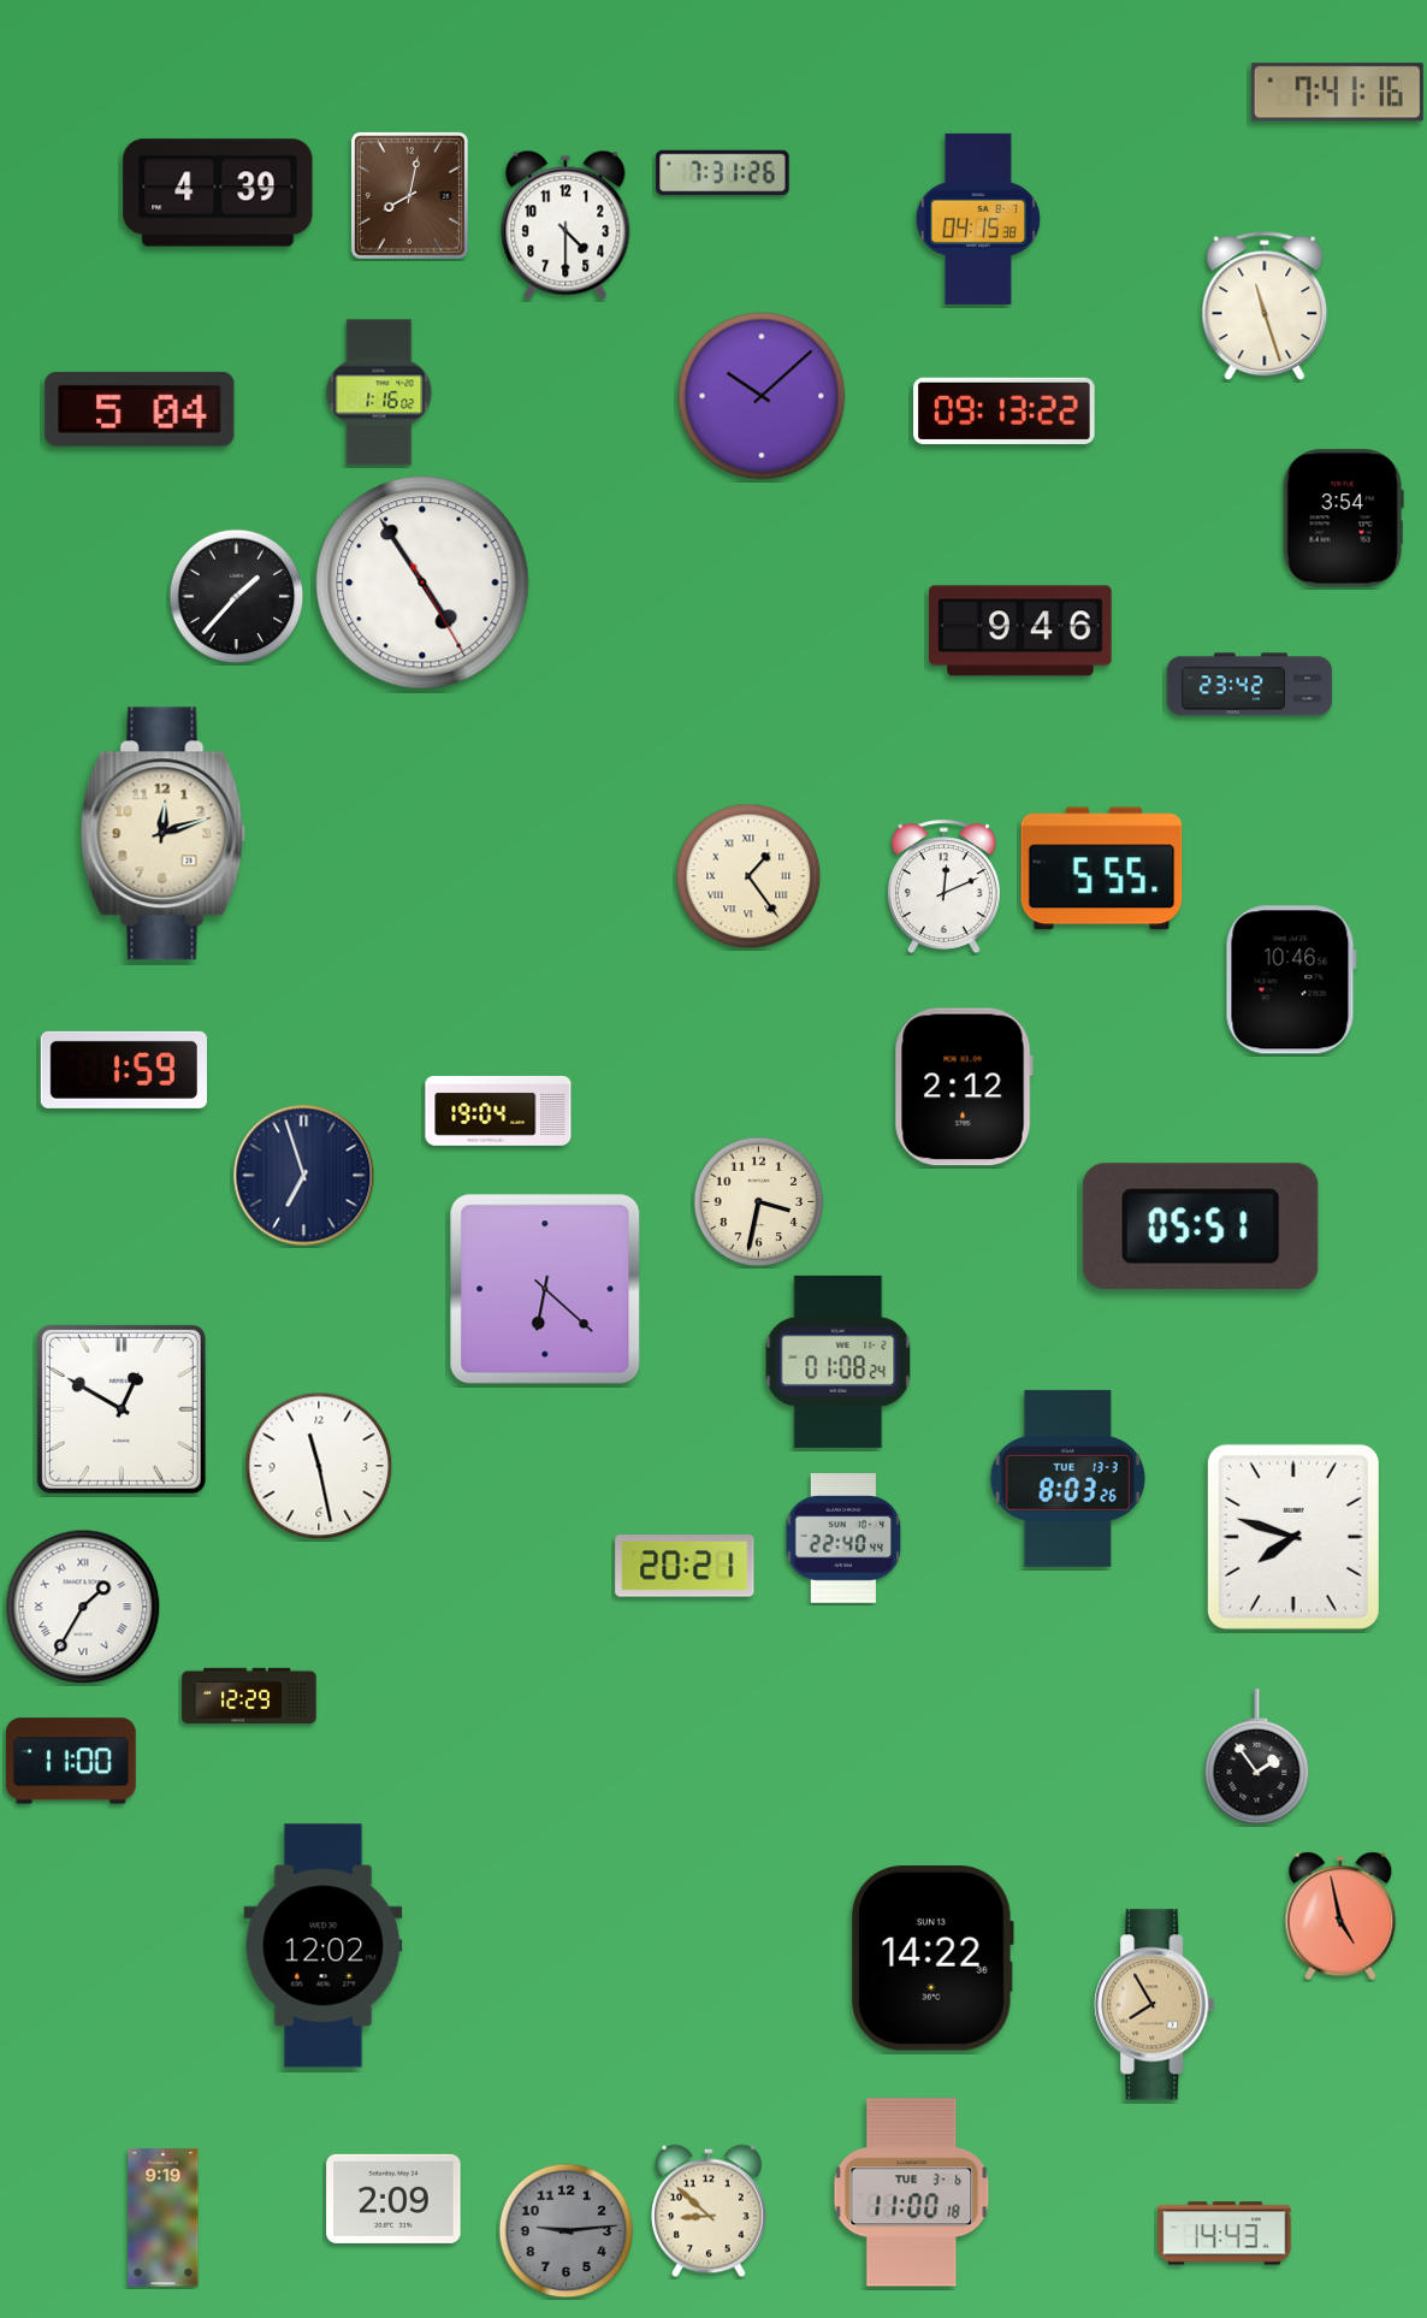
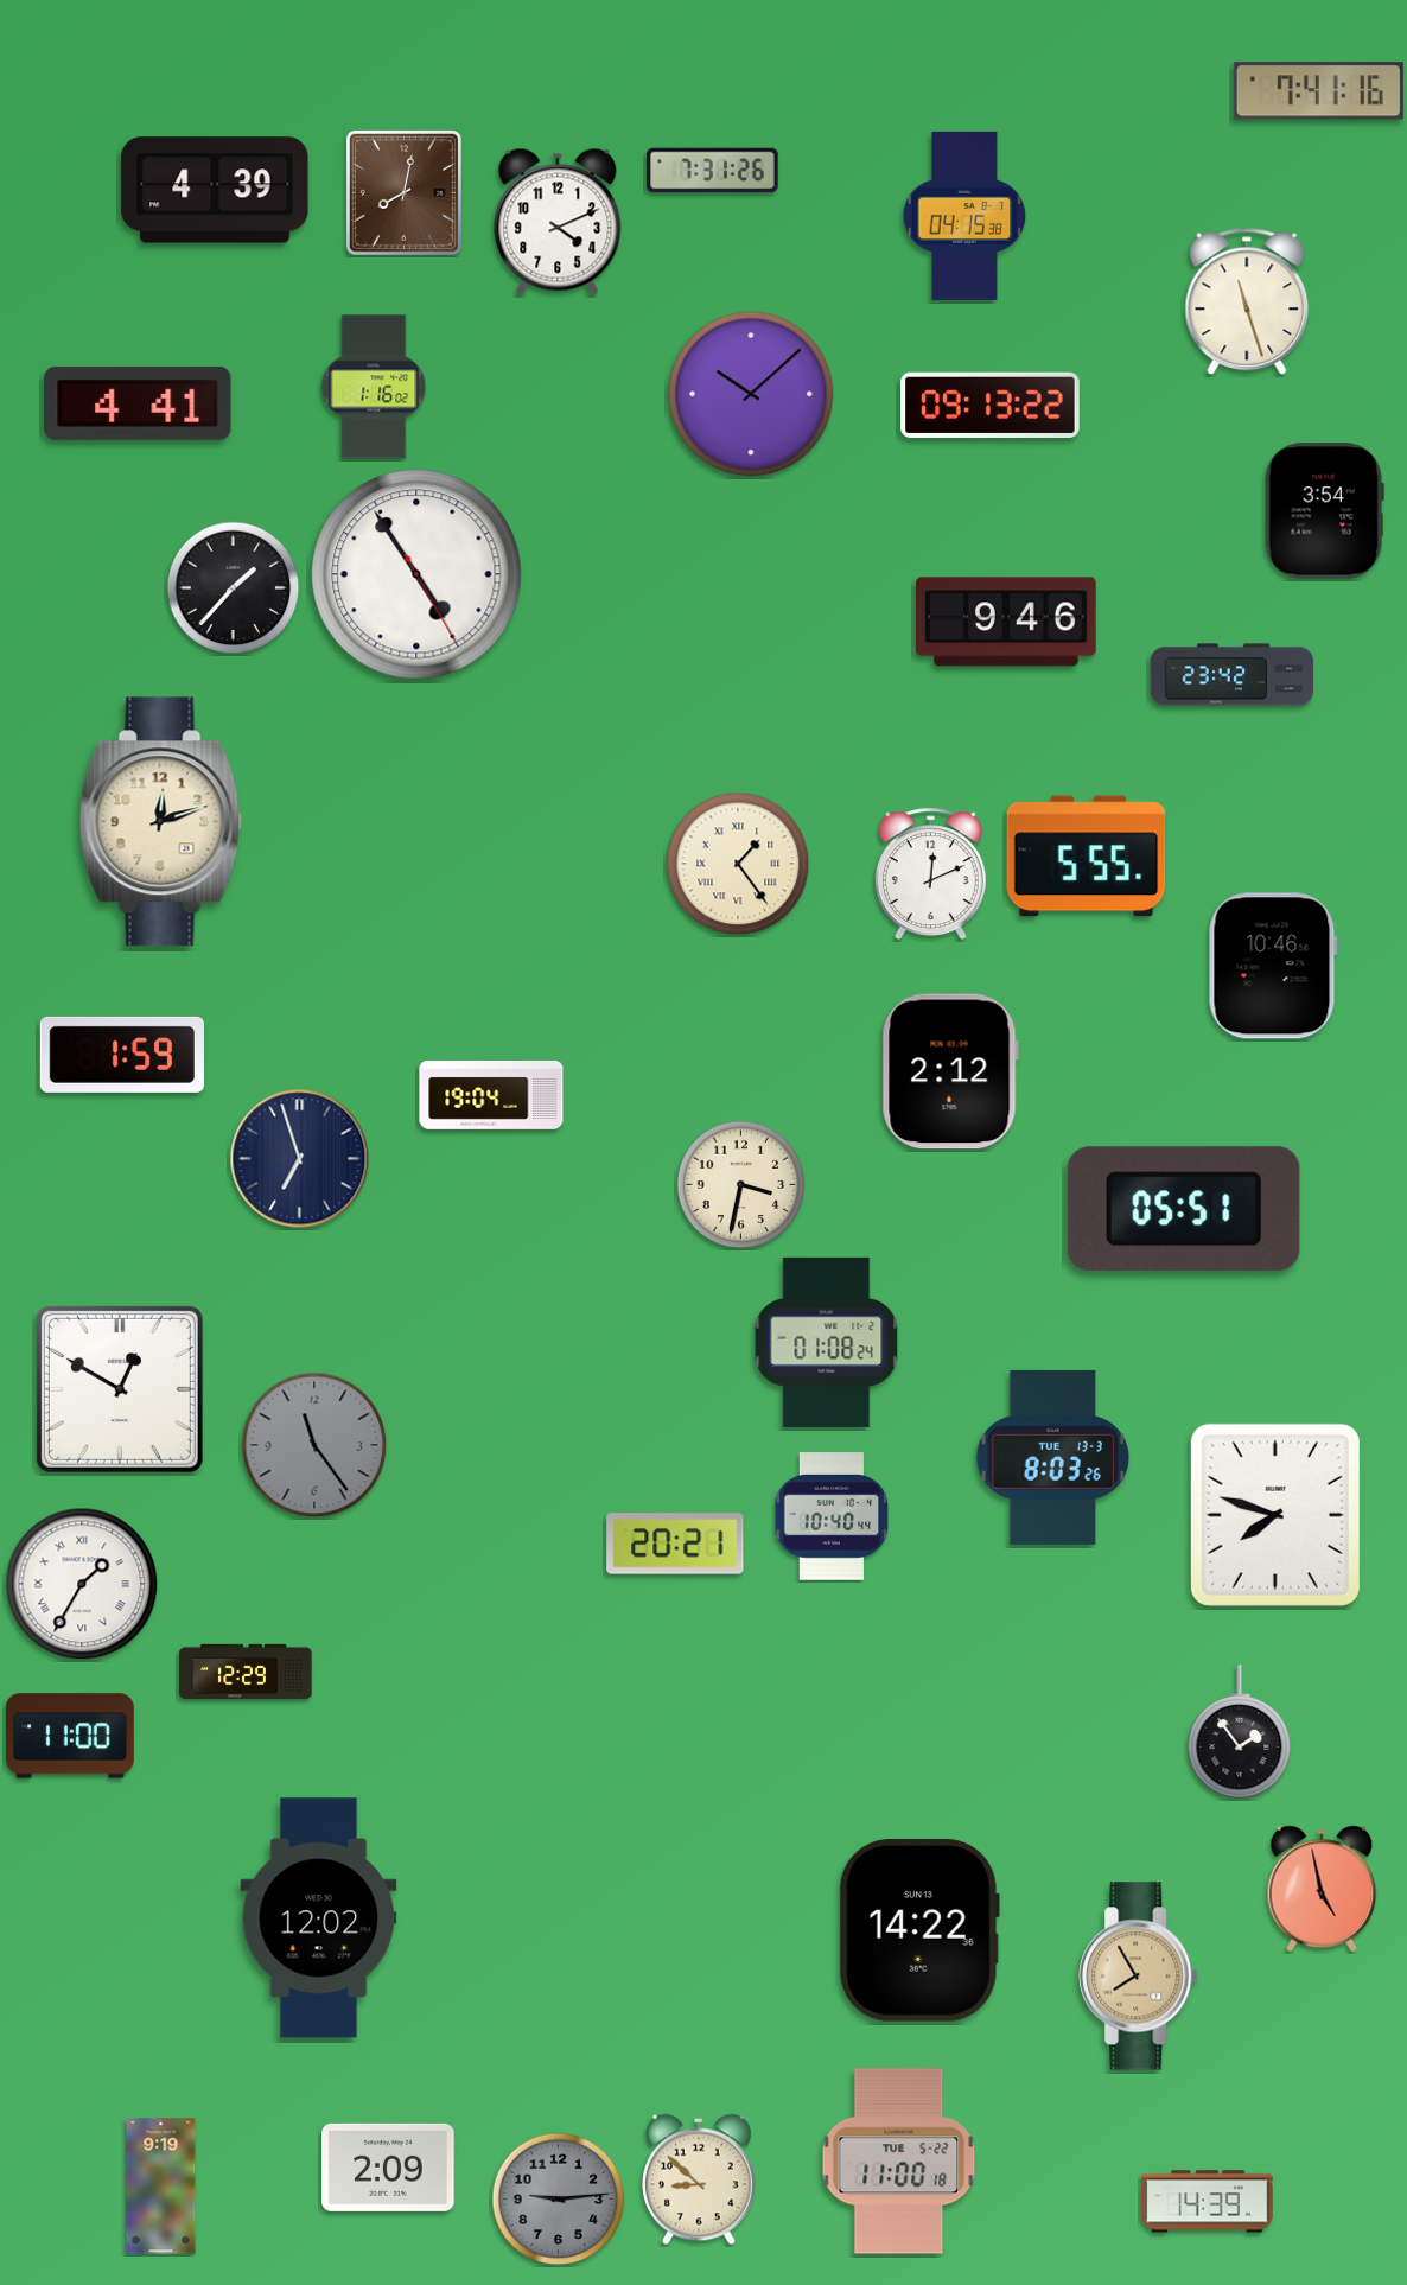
clock at (566, 225): 4:30 -> 4:11
clock at (762, 396) position: (762, 396) -> (751, 394)
clock at (140, 409): 5:04 -> 4:41
clock at (759, 1202) position: (759, 1202) -> (741, 1185)
clock at (545, 1289): 6:22 -> none
clock at (319, 1466): 11:28 -> 11:24
clock at (319, 1466) dial: white -> grey
clock at (843, 1539): 22:40 -> 10:40
clock at (912, 2193) date: TUE 3-6 -> TUE 5-22
clock at (1225, 2234): 14:43 -> 14:39
